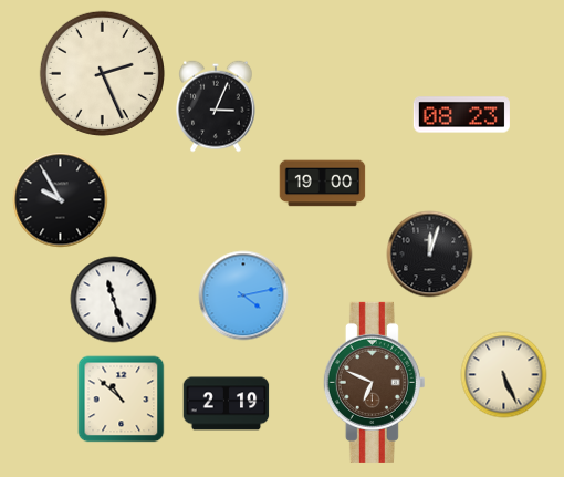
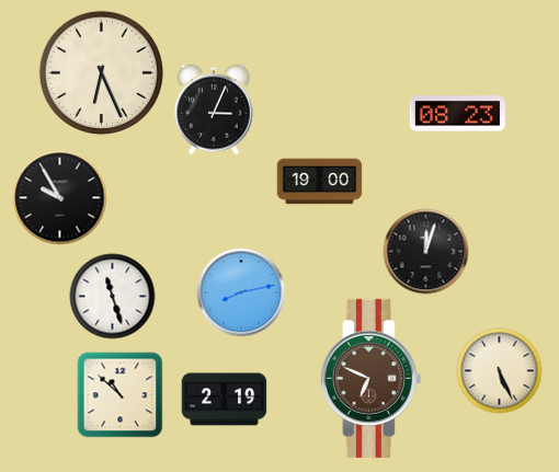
clock at (102, 73): 2:26 -> 6:26
clock at (216, 106) position: (216, 106) -> (214, 110)
clock at (243, 295): 4:13 -> 8:13
